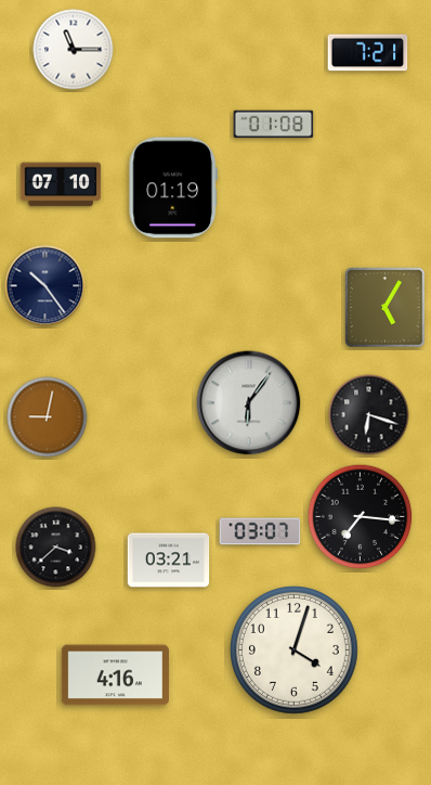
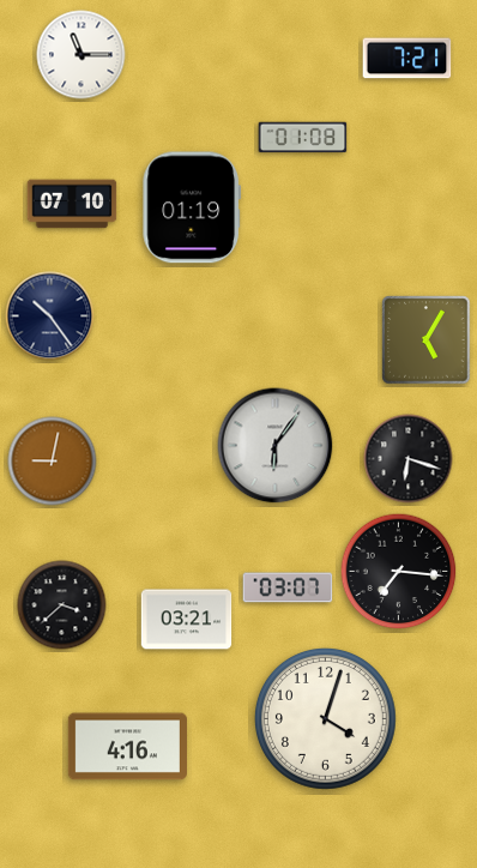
clock at (61, 184) position: (61, 184) -> (72, 204)
